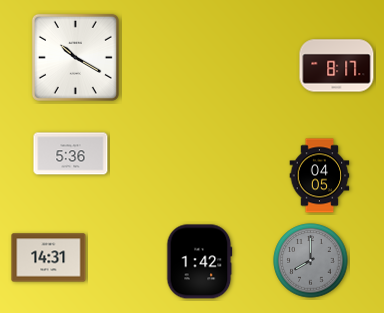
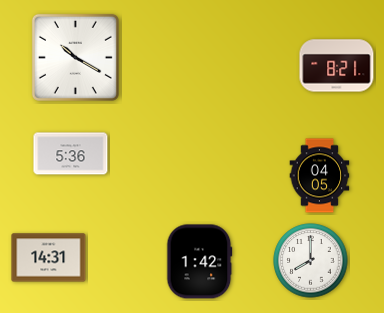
clock at (337, 66): 8:17 -> 8:21
clock at (311, 261) dial: grey -> white
